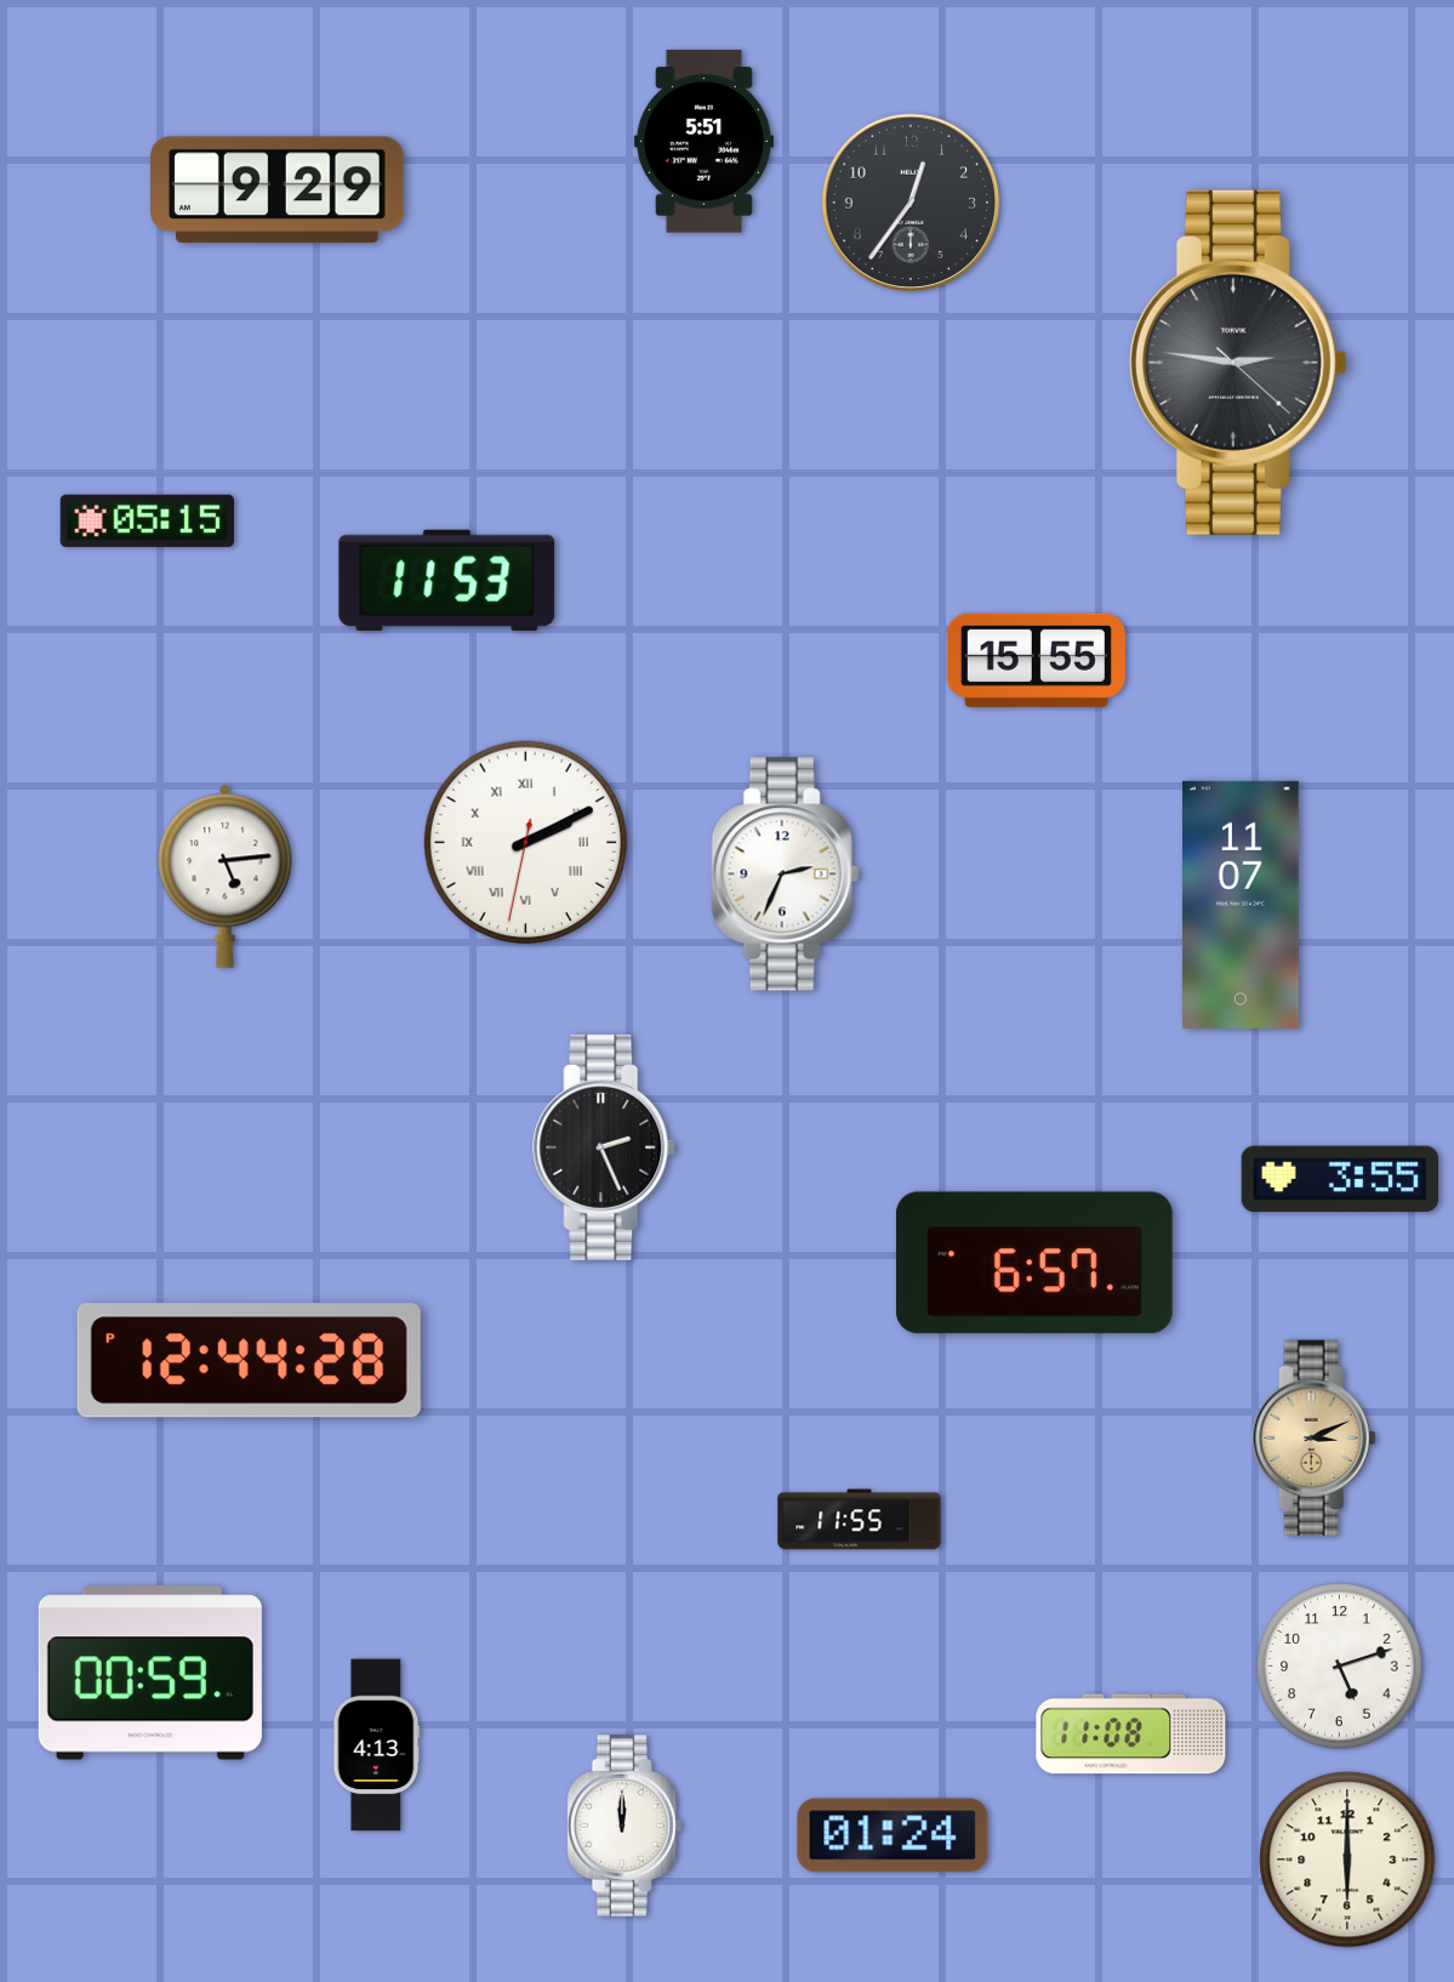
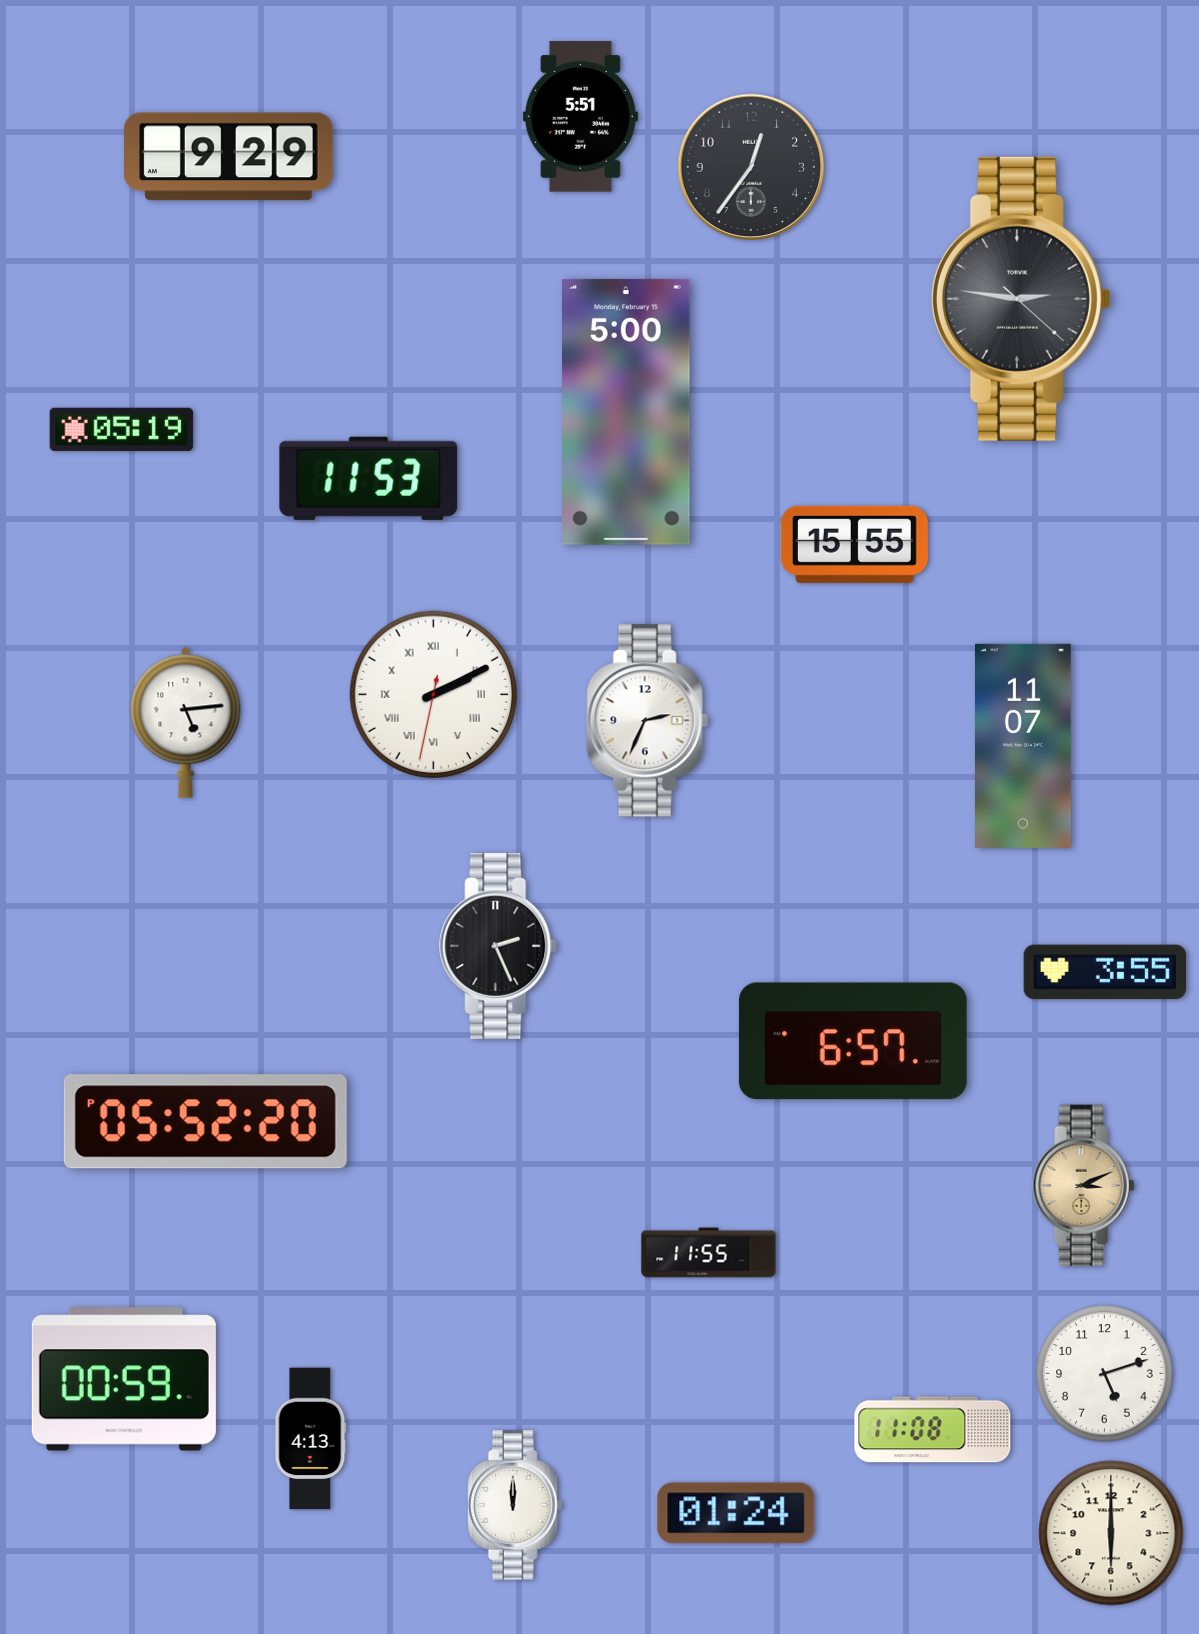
clock at (627, 412): none -> 5:00
clock at (147, 520): 05:15 -> 05:19
clock at (249, 1361): 12:44 -> 05:52
